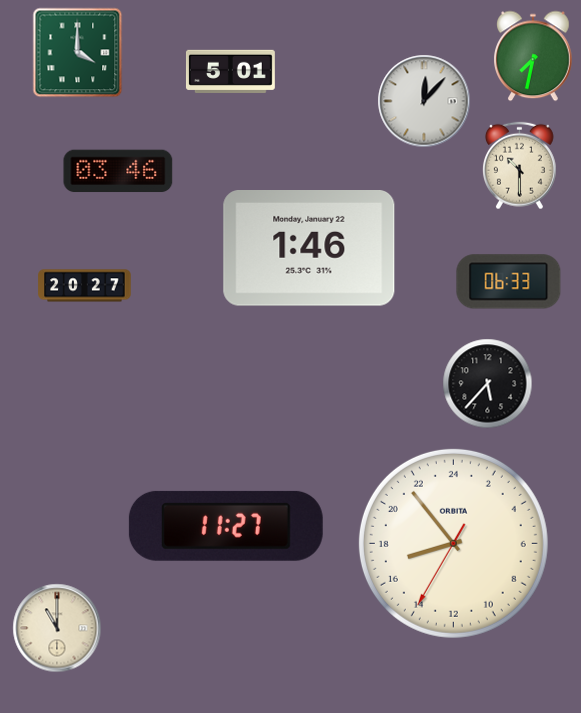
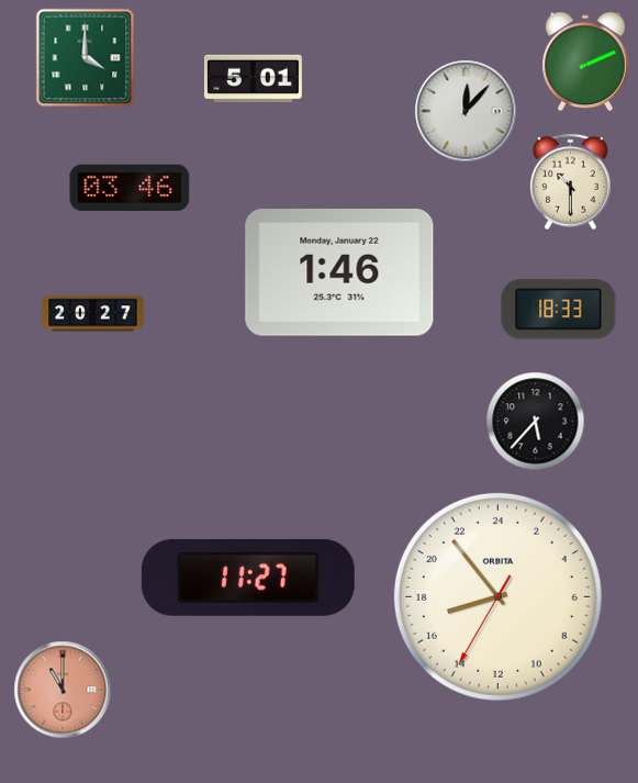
clock at (533, 56): 7:32 -> 2:11
clock at (509, 282): 06:33 -> 18:33
clock at (57, 628) dial: cream -> salmon
